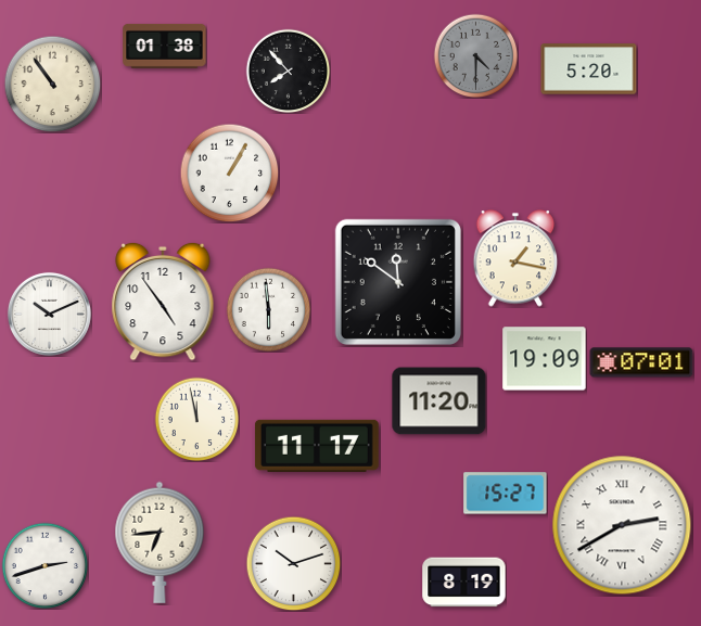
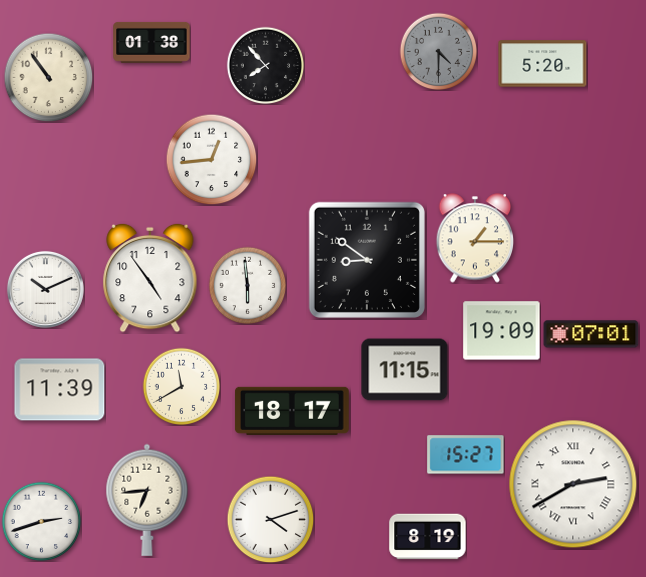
clock at (229, 173): 1:05 -> 12:44
clock at (515, 258): 1:17 -> 1:15
clock at (398, 282): 11:51 -> 8:51
clock at (439, 401): 11:20 -> 11:15
clock at (196, 419): 11:58 -> 11:40
clock at (60, 390): none -> 11:39
clock at (317, 446): 11:17 -> 18:17
clock at (293, 563): 10:12 -> 4:12
